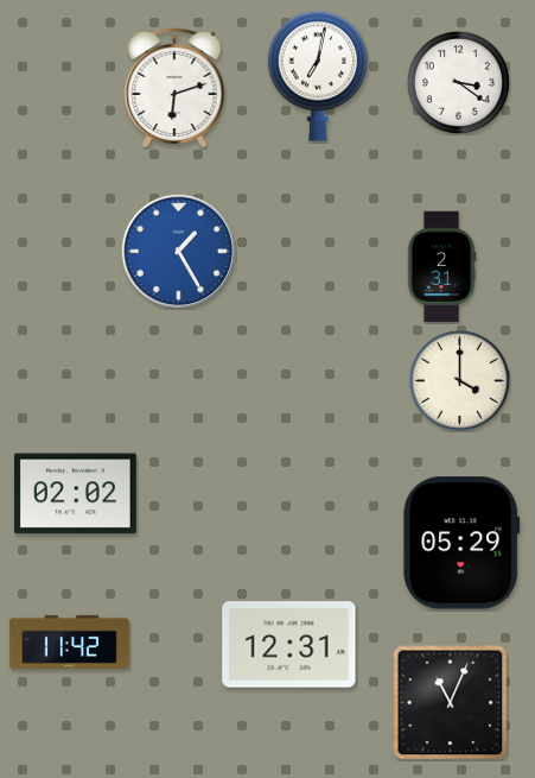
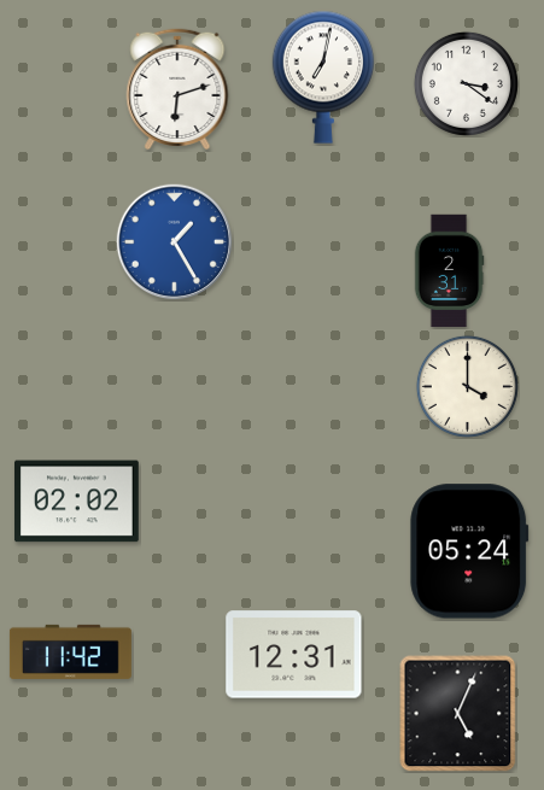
clock at (179, 252) position: (179, 252) -> (175, 242)
clock at (461, 543): 05:29 -> 05:24
clock at (451, 703): 11:04 -> 5:04
